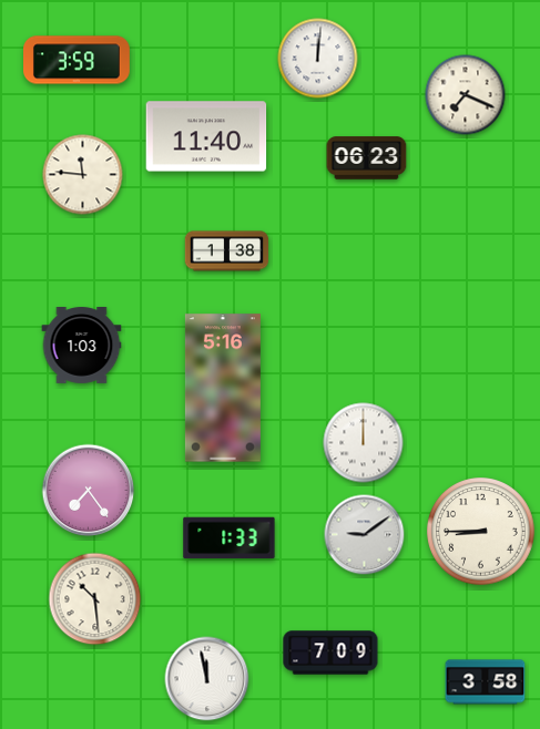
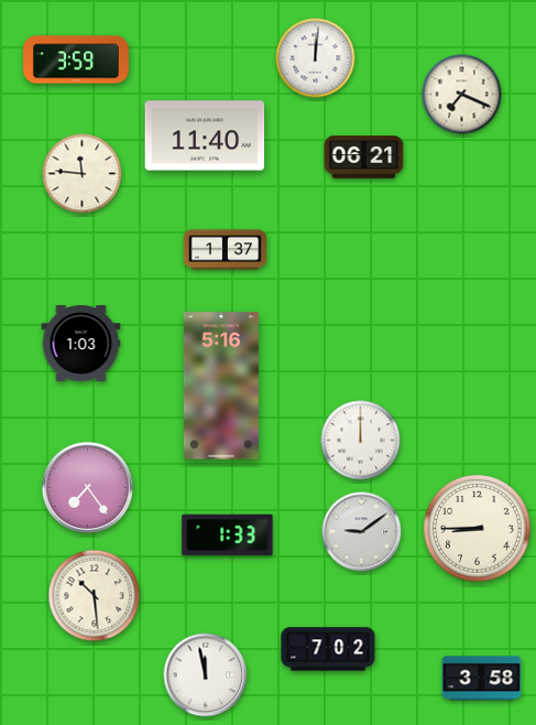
clock at (367, 158): 06:23 -> 06:21
clock at (227, 251): 1:38 -> 1:37
clock at (330, 653): 7:09 -> 7:02
